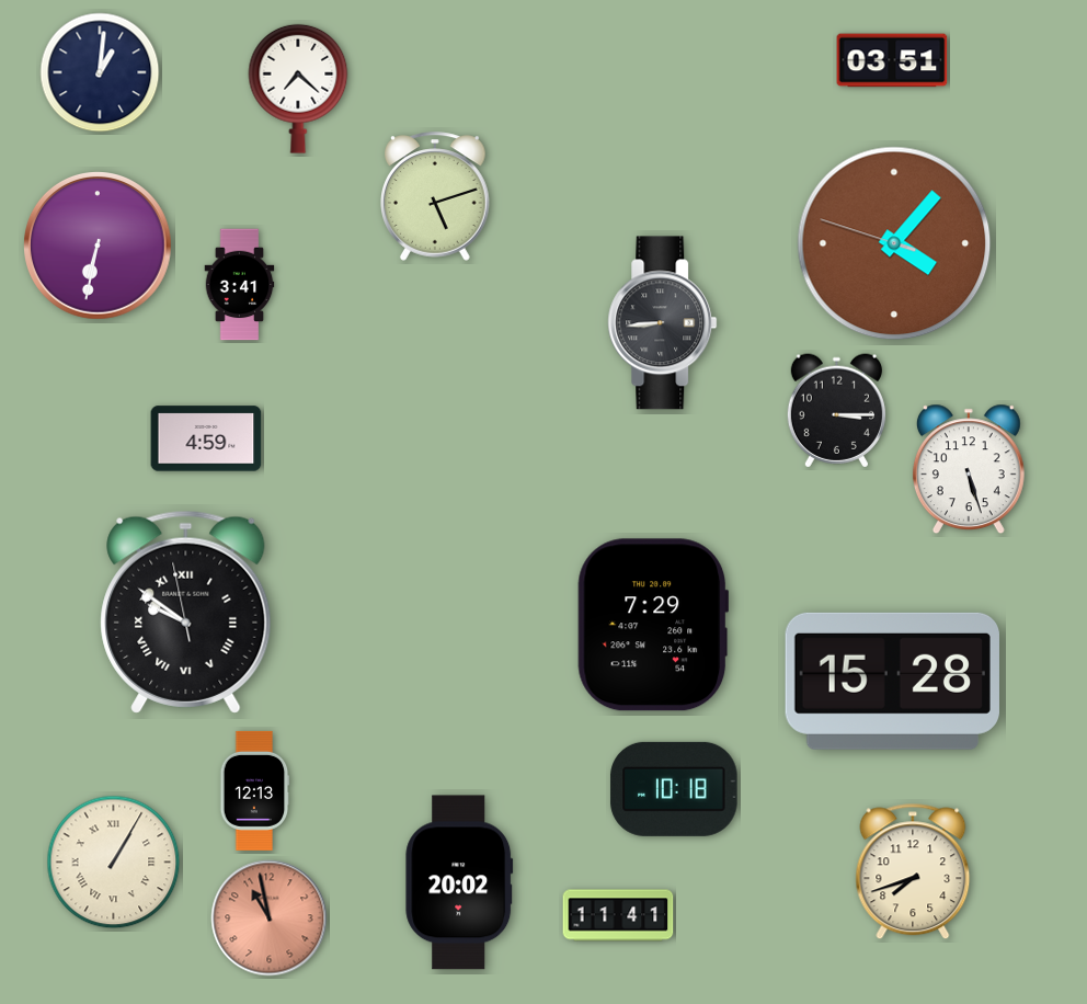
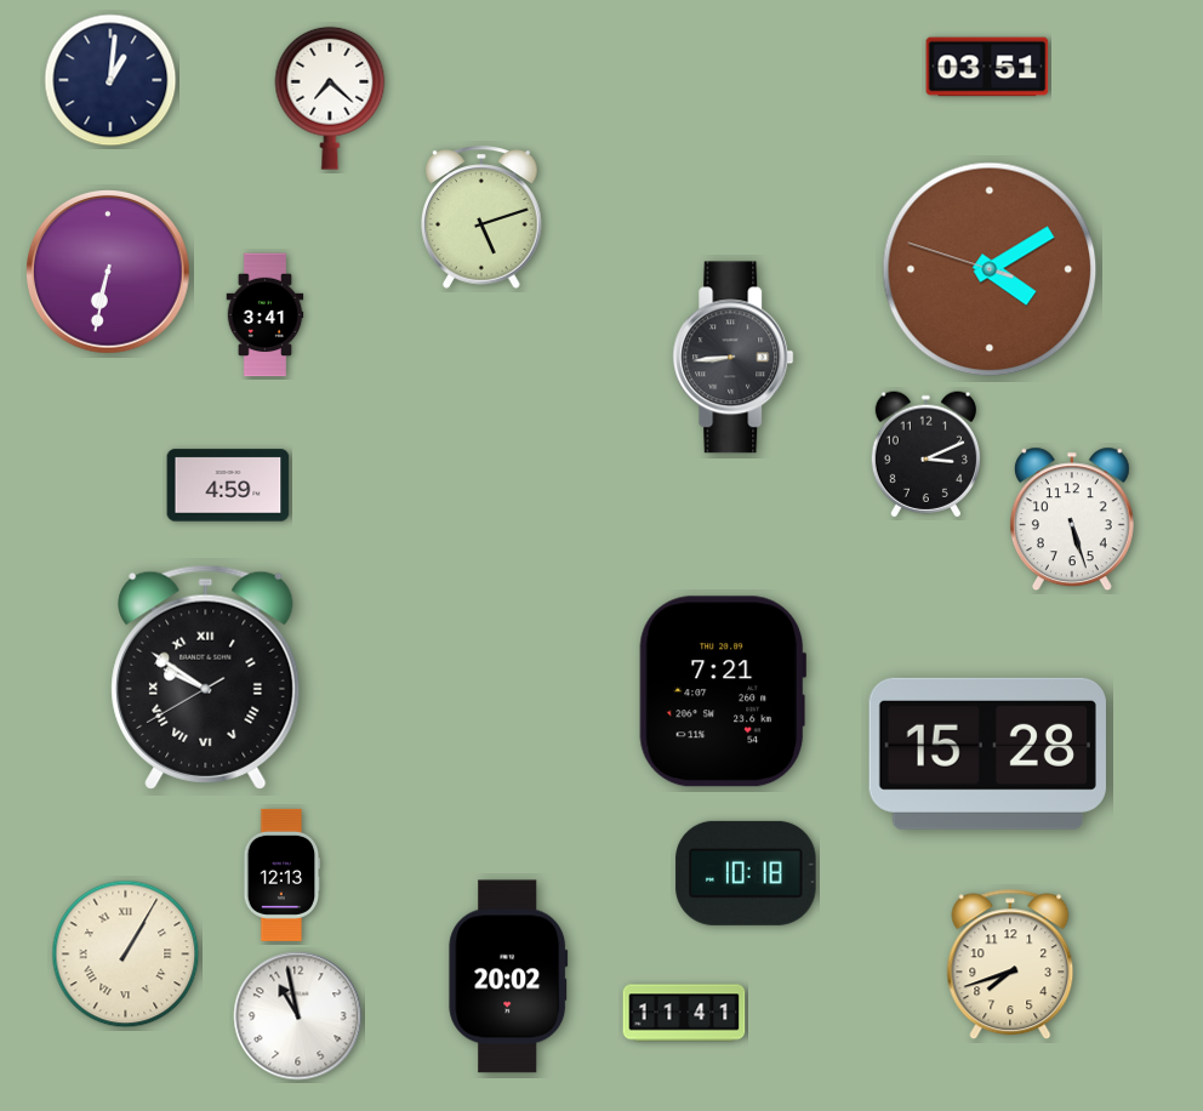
clock at (894, 243): 4:06 -> 4:09
clock at (836, 411): 3:15 -> 3:11
clock at (186, 612): 9:50:58 -> 9:50:40
clock at (653, 625): 7:29 -> 7:21
clock at (270, 919) dial: salmon -> white
